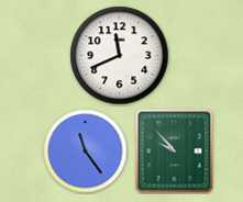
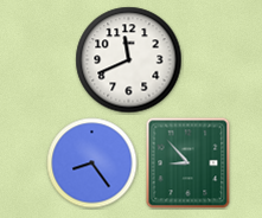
clock at (86, 151): 11:24 -> 8:24
clock at (175, 151): 9:53 -> 8:53
